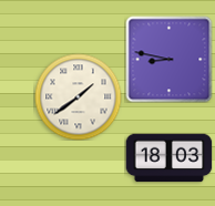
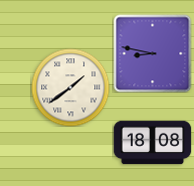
clock at (168, 158): 18:03 -> 18:08
